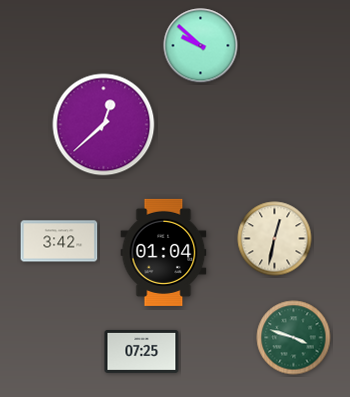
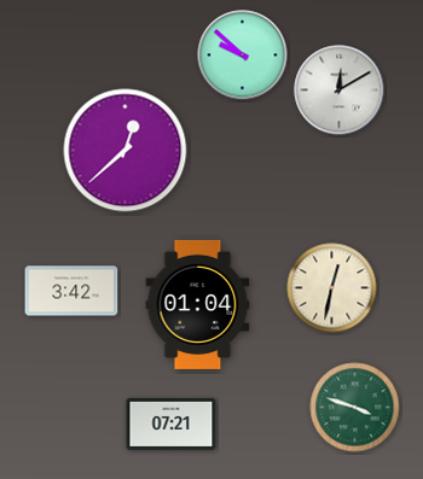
clock at (340, 90): none -> 12:10
clock at (142, 351): 07:25 -> 07:21
